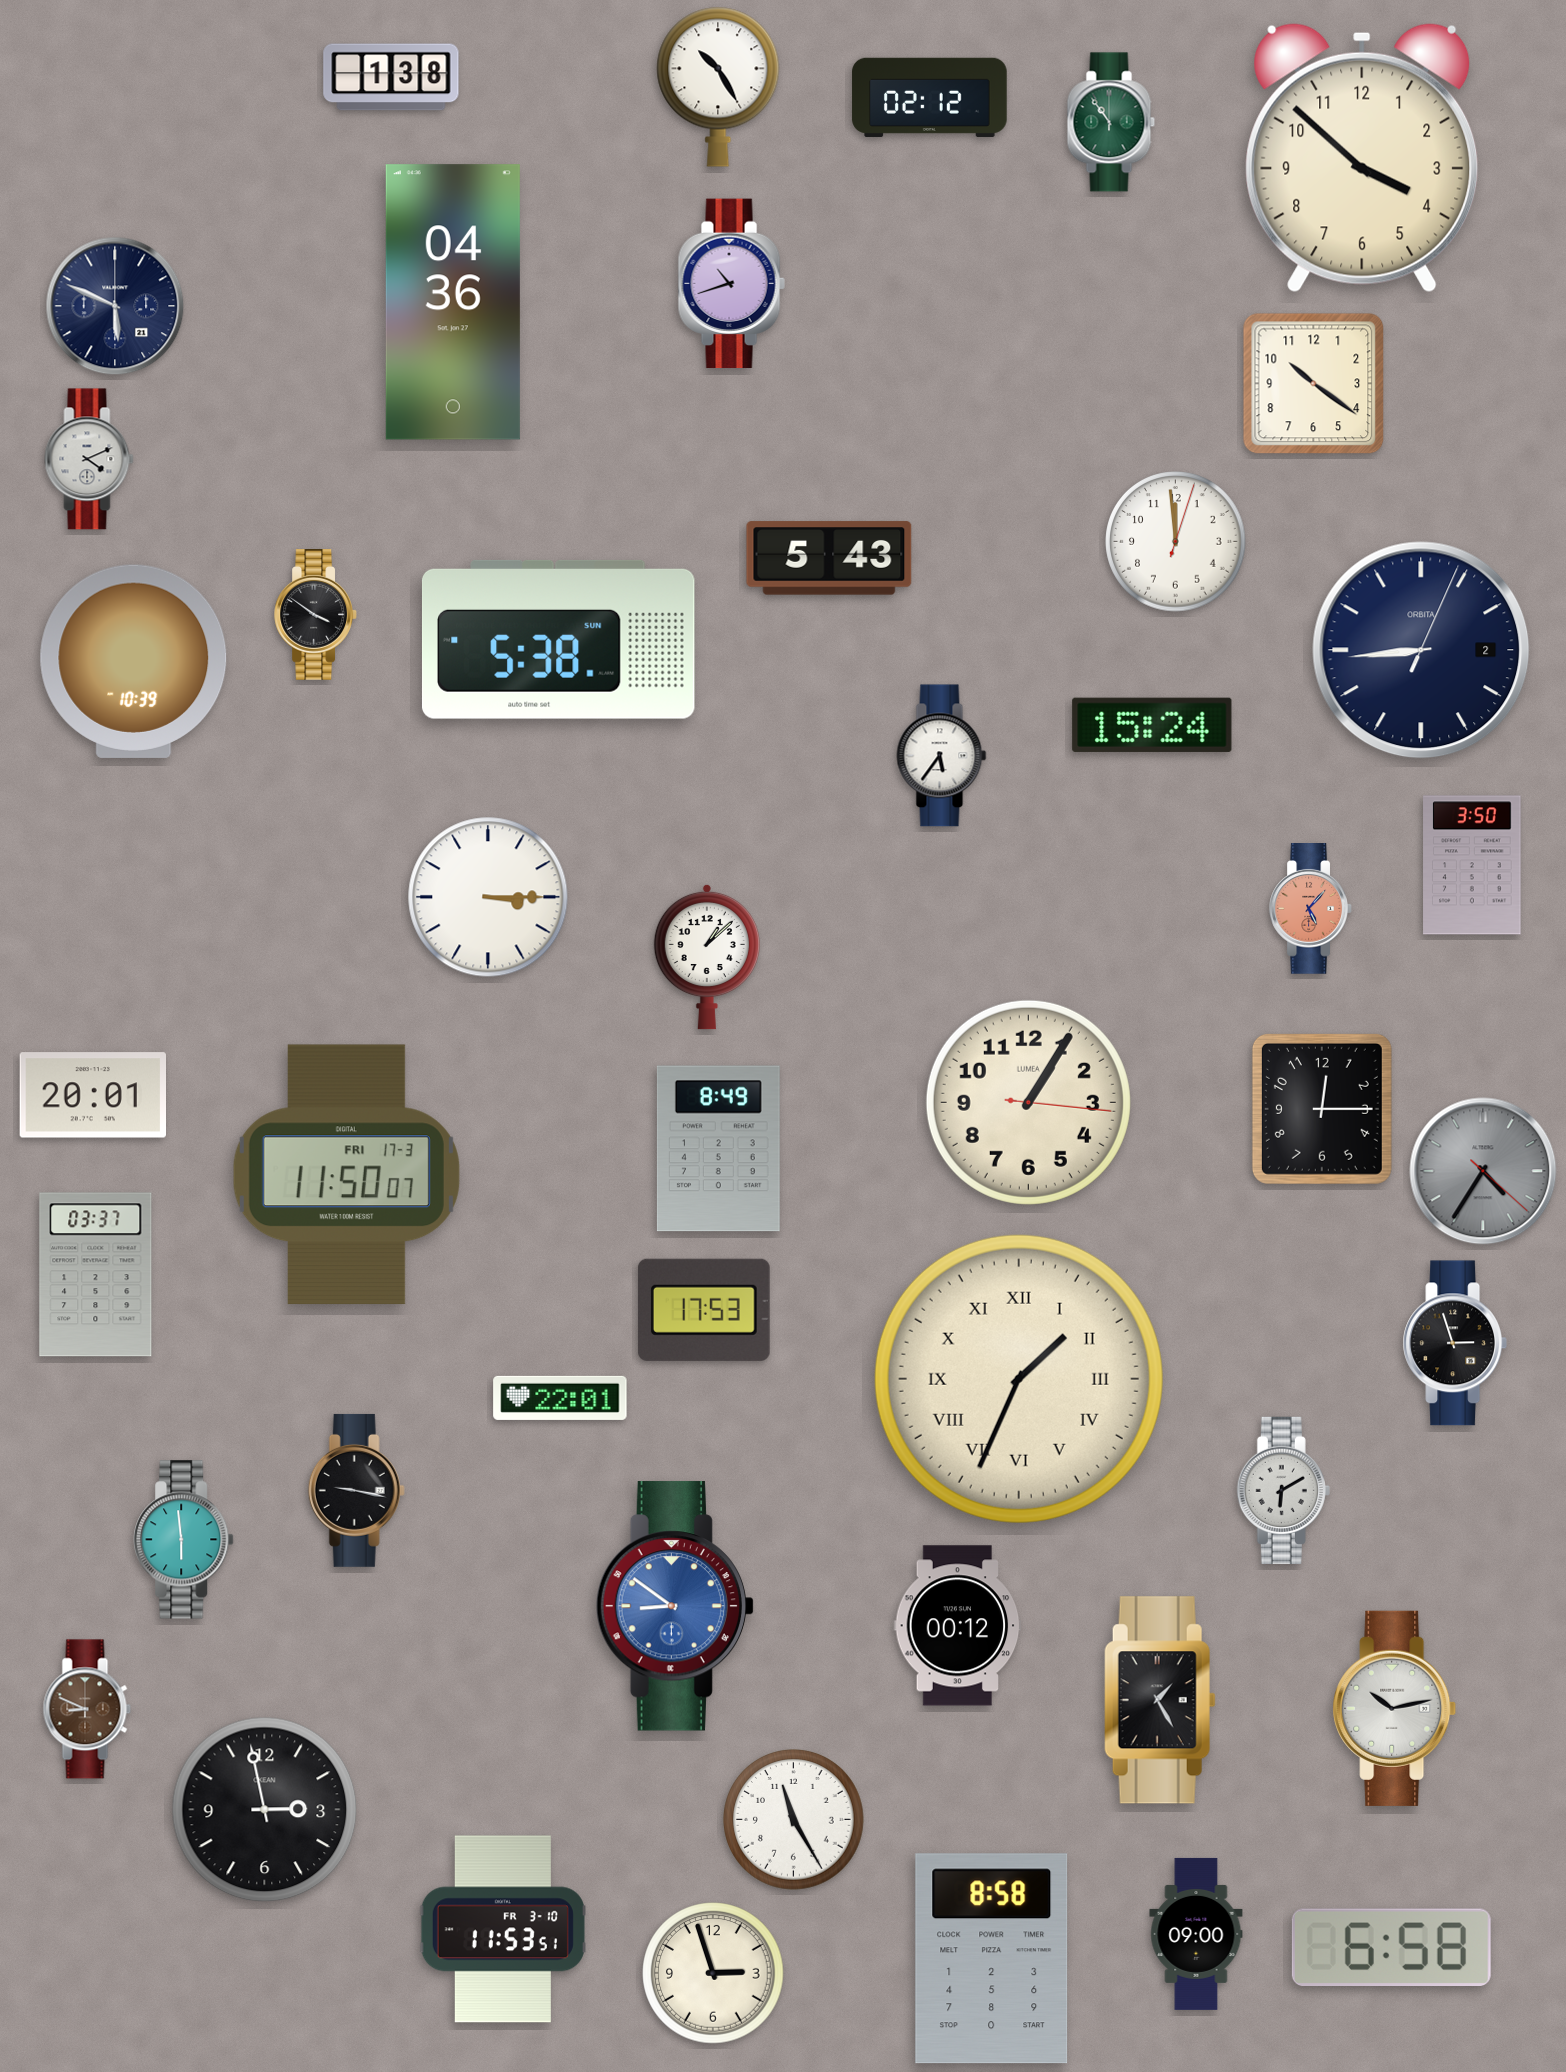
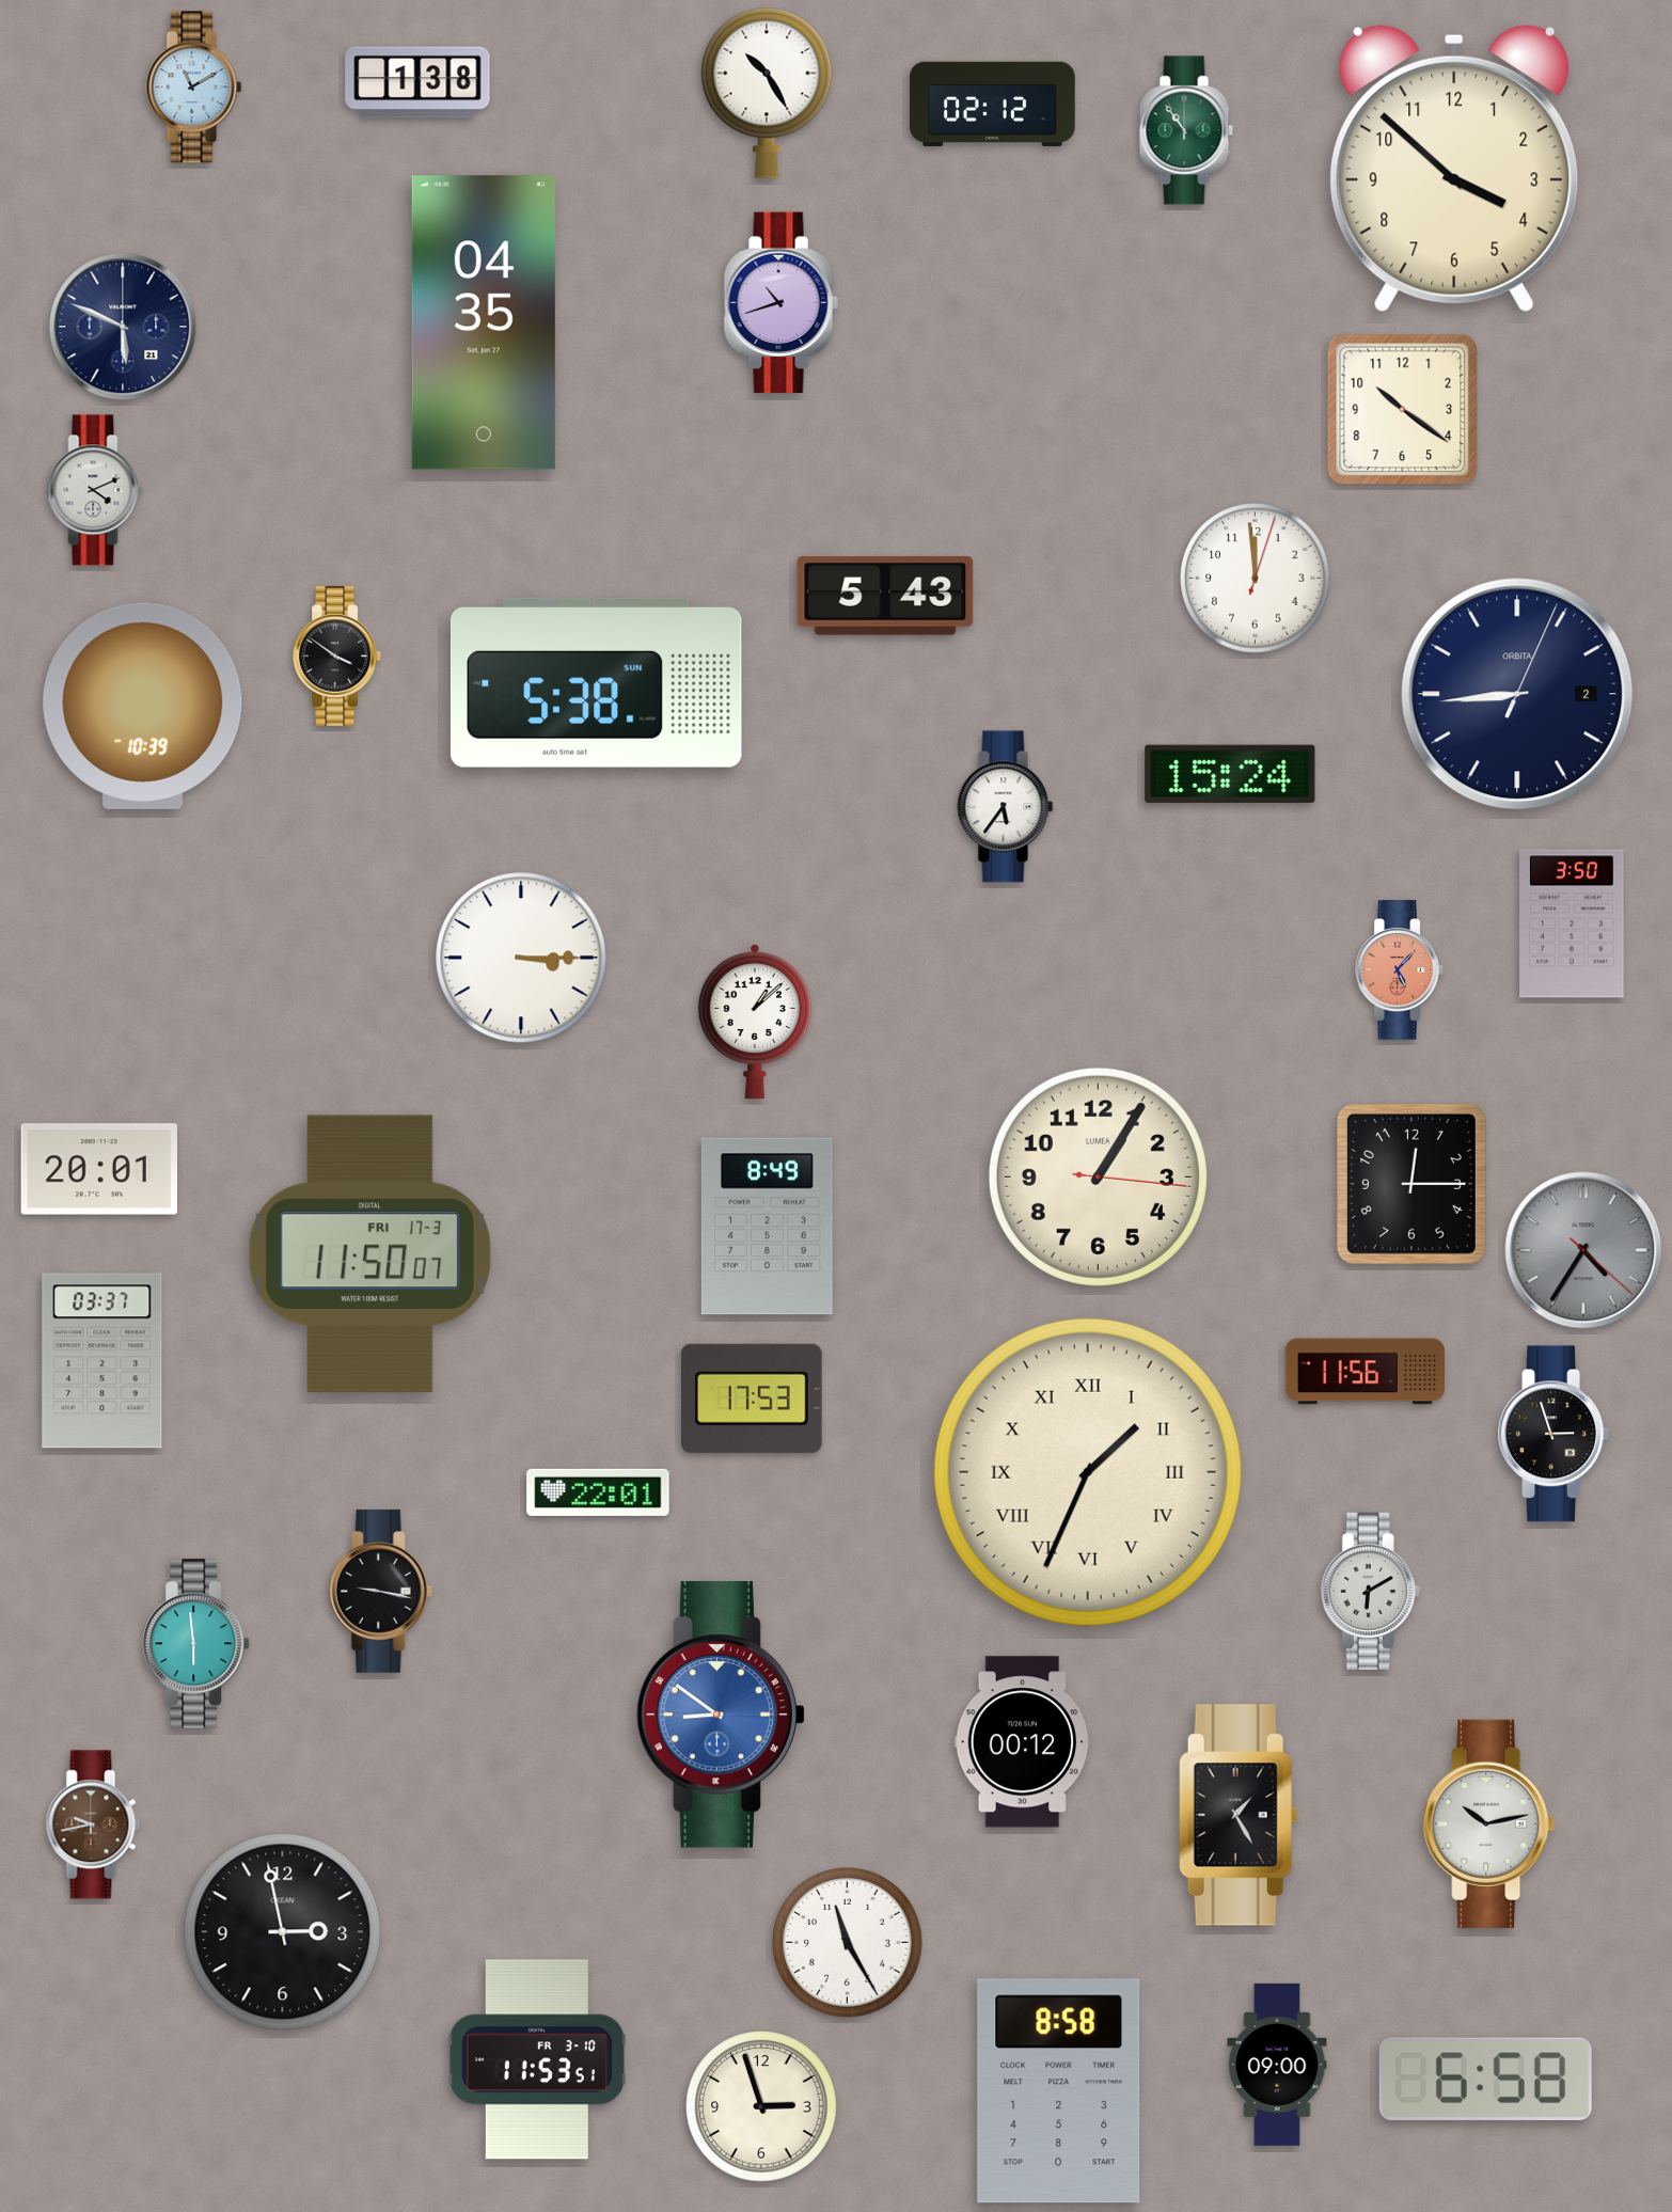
clock at (194, 88): none -> 11:10
clock at (453, 302): 04:36 -> 04:35
clock at (1365, 1372): none -> 11:56
clock at (958, 1626) position: (958, 1626) -> (1023, 1742)
clock at (87, 1709): 8:49 -> 9:43
